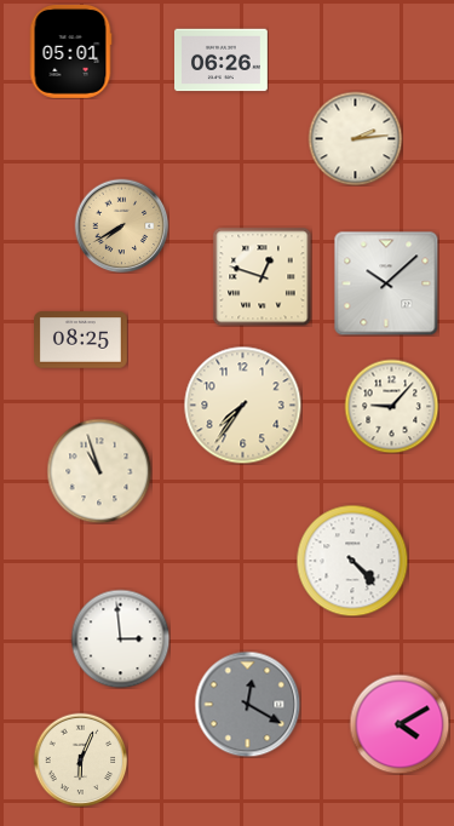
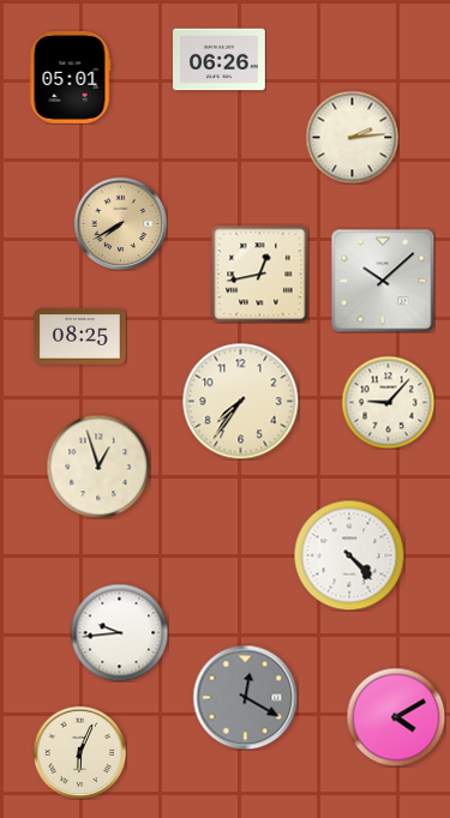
clock at (70, 52) position: (70, 52) -> (70, 78)
clock at (262, 276): 12:48 -> 12:43
clock at (99, 471): 10:57 -> 12:57
clock at (120, 638): 2:59 -> 9:44
